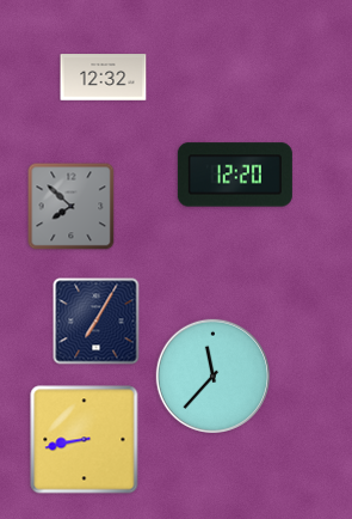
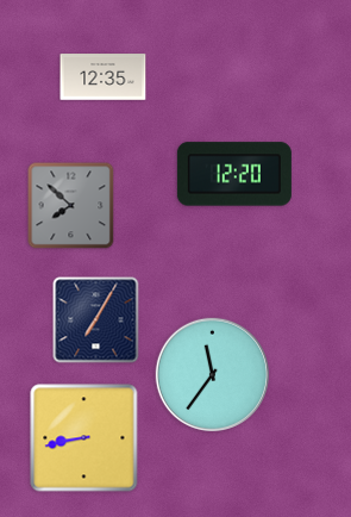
clock at (104, 78): 12:32 -> 12:35
clock at (212, 375): 11:37 -> 11:36
